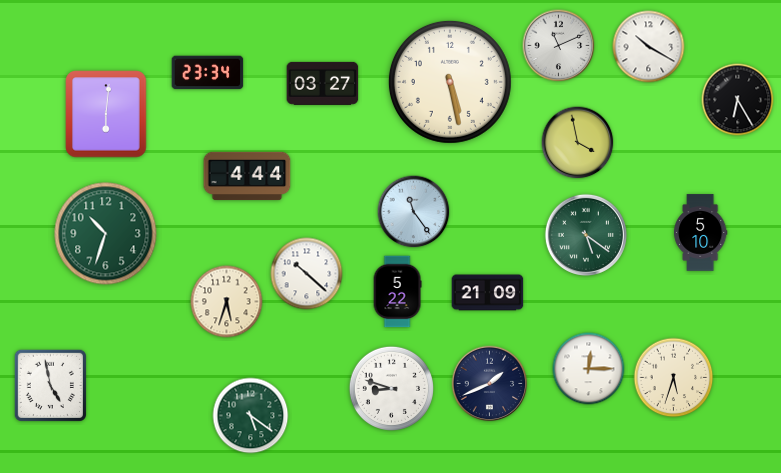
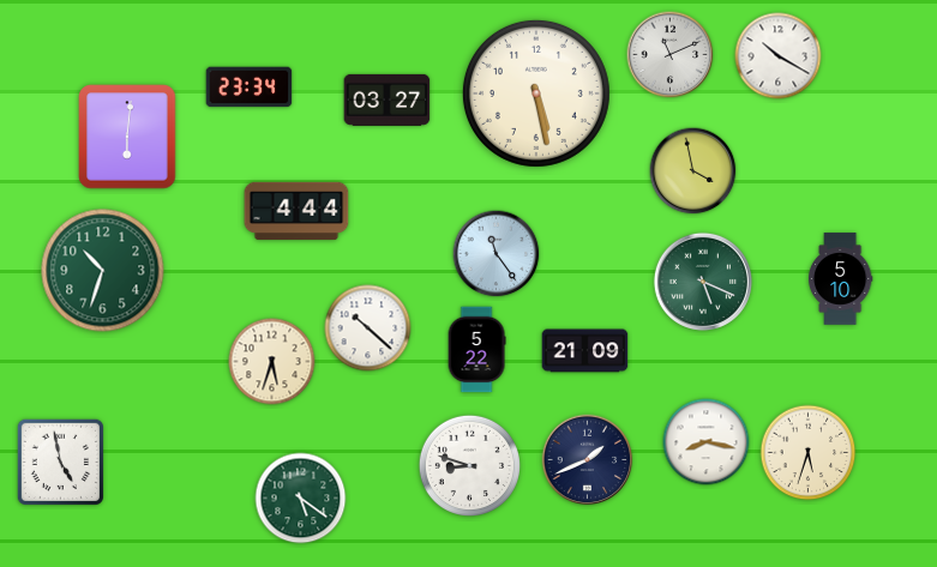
clock at (450, 82) position: (450, 82) -> (536, 94)
clock at (738, 100): 6:25 -> none
clock at (106, 234) position: (106, 234) -> (103, 271)
clock at (586, 235): 5:21 -> 5:19
clock at (589, 369): 12:15 -> 8:17
